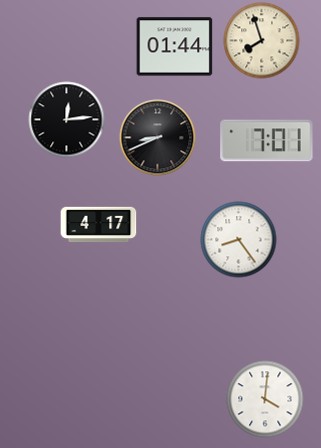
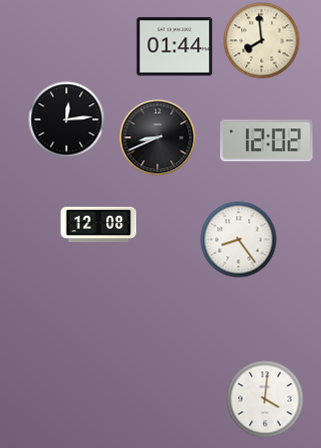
clock at (262, 41): 7:57 -> 7:59
clock at (267, 141): 7:01 -> 12:02
clock at (99, 225): 4:17 -> 12:08
